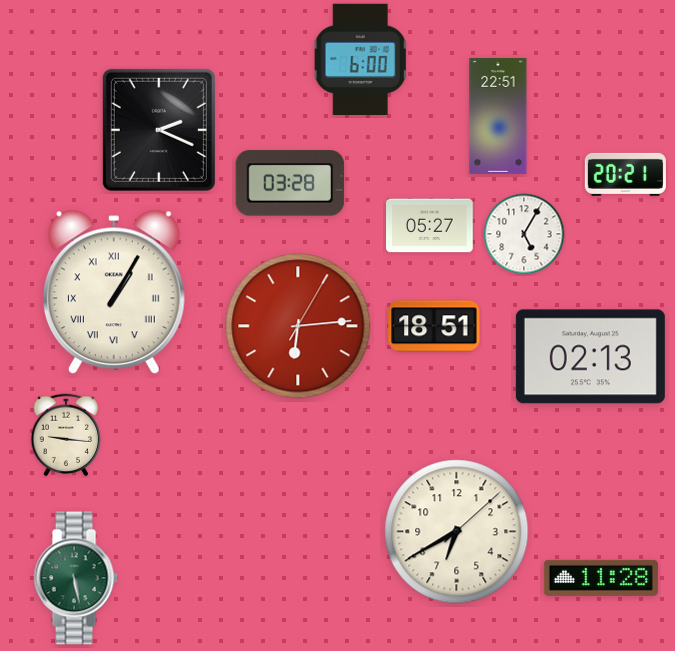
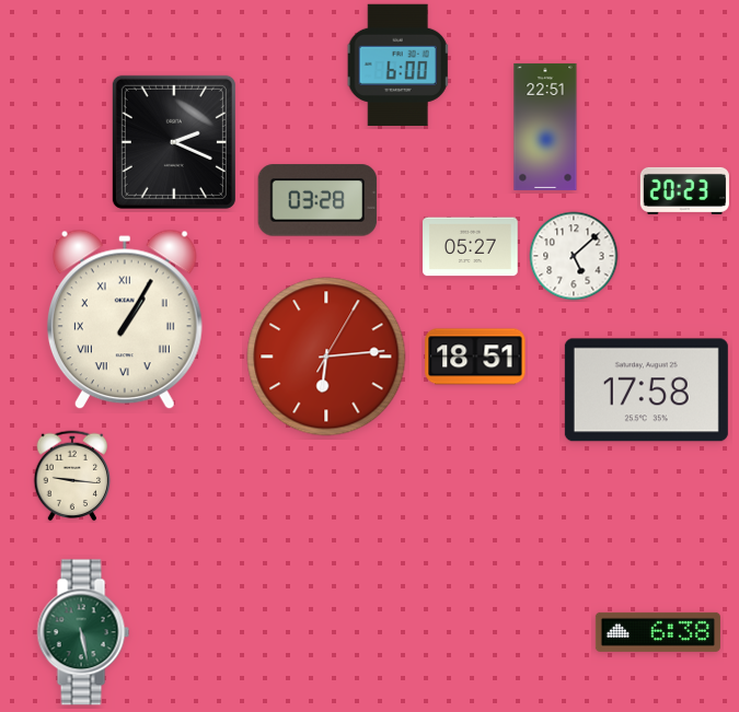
clock at (360, 59) position: (360, 59) -> (397, 65)
clock at (625, 174): 20:21 -> 20:23
clock at (524, 234): 5:05 -> 5:08
clock at (590, 357): 02:13 -> 17:58
clock at (457, 532): 6:40 -> none
clock at (601, 578): 11:28 -> 6:38
